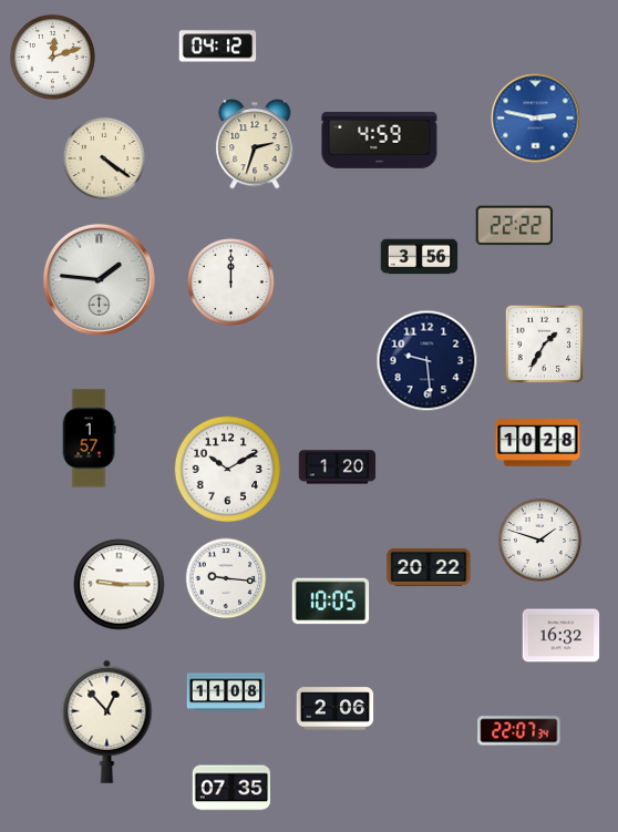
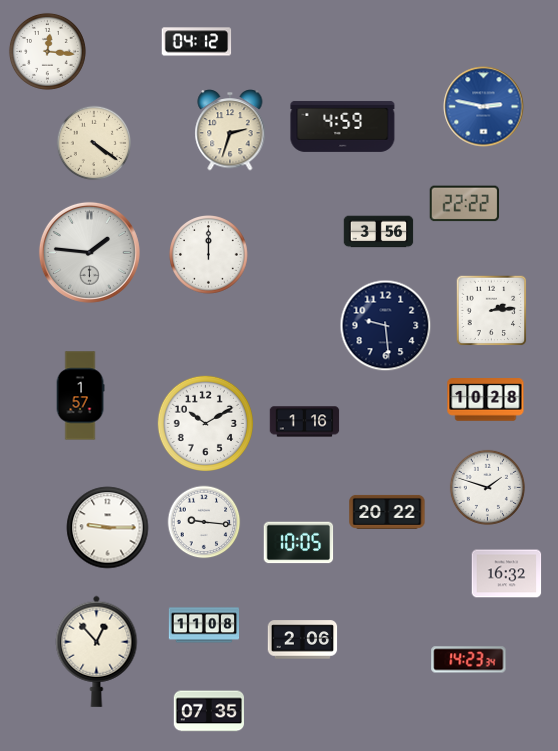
clock at (52, 57): 12:12 -> 12:16
clock at (545, 345): 1:35 -> 2:14
clock at (338, 468): 1:20 -> 1:16
clock at (519, 731): 22:07 -> 14:23
